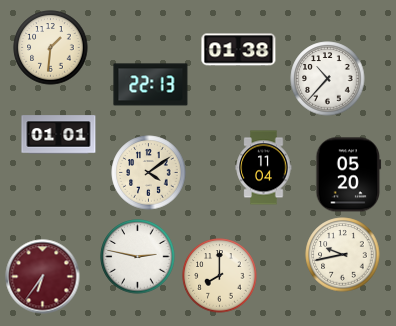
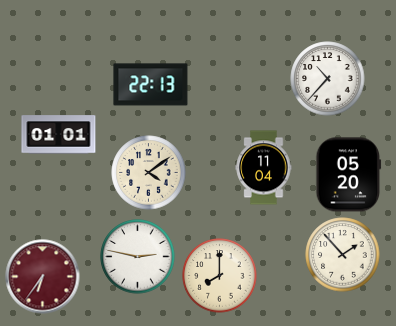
clock at (51, 48): 1:31 -> none
clock at (239, 50): 01:38 -> none
clock at (343, 255): 9:43 -> 1:53
